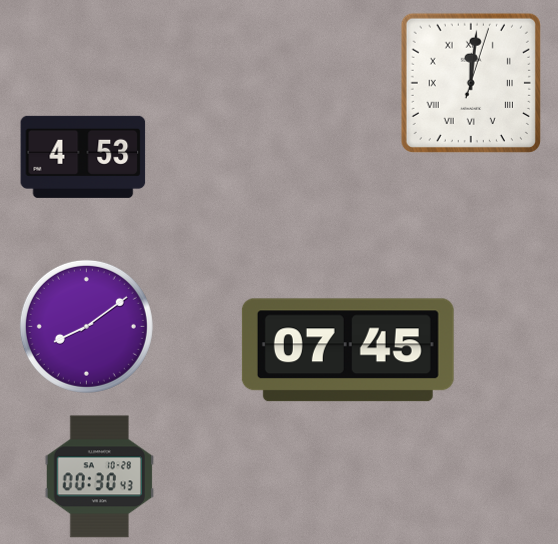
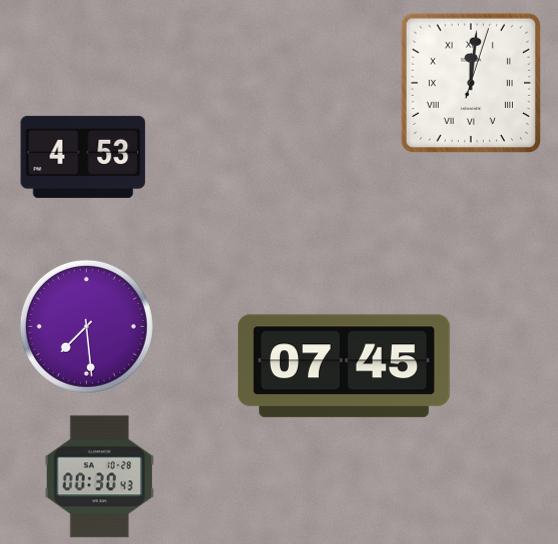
clock at (86, 326): 8:09 -> 7:29
clock at (348, 350) position: (348, 350) -> (344, 366)
